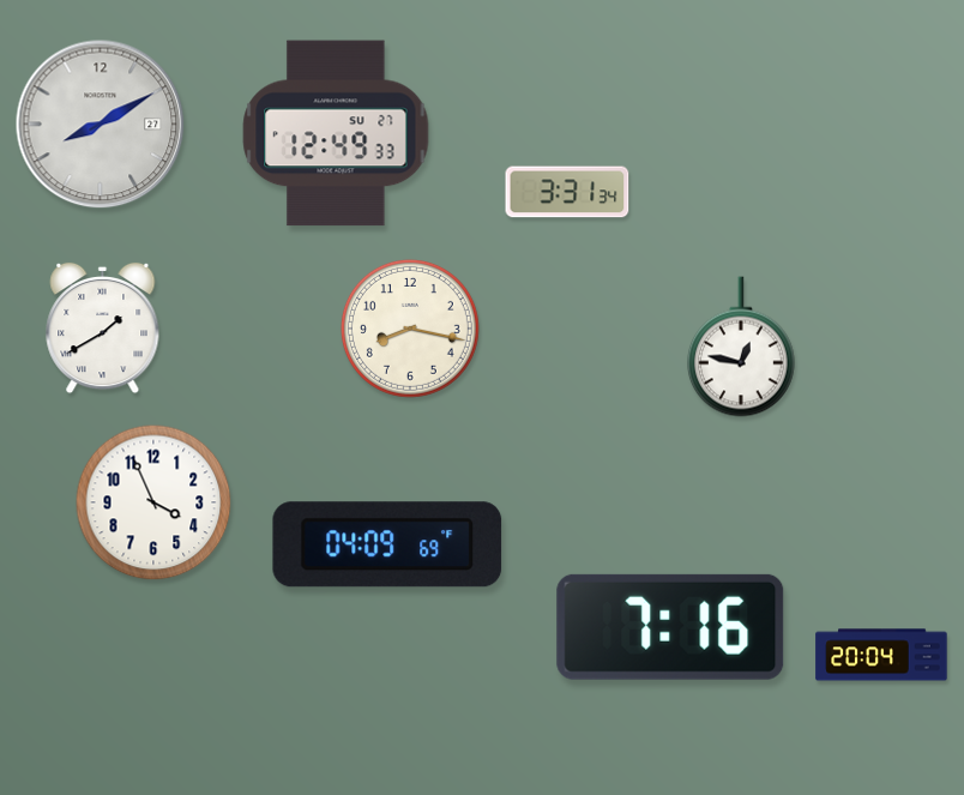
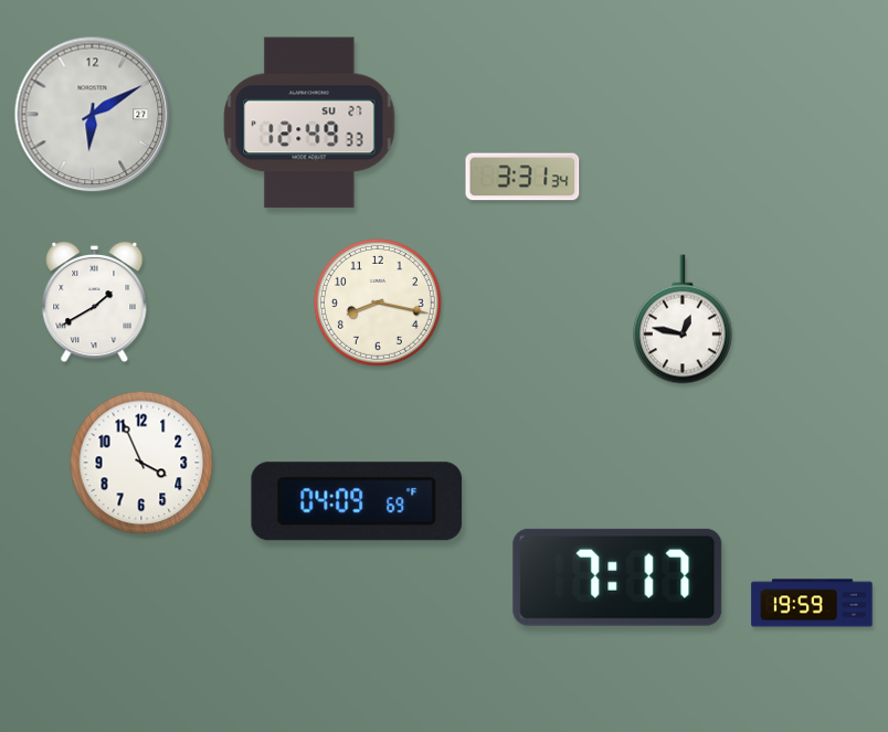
clock at (101, 125): 8:10 -> 6:10
clock at (670, 627): 7:16 -> 7:17
clock at (881, 655): 20:04 -> 19:59
